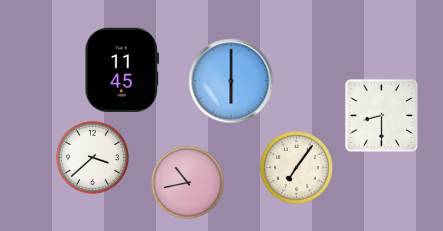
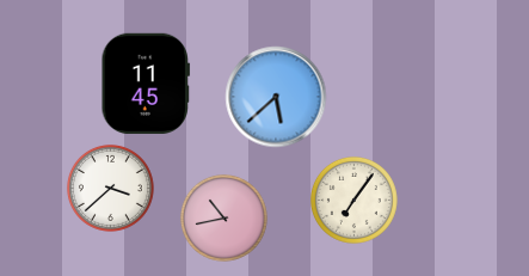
clock at (231, 81): 6:00 -> 5:38
clock at (381, 115): 8:30 -> none
